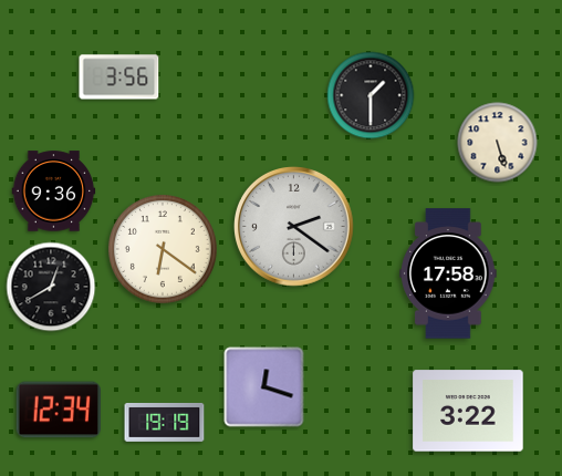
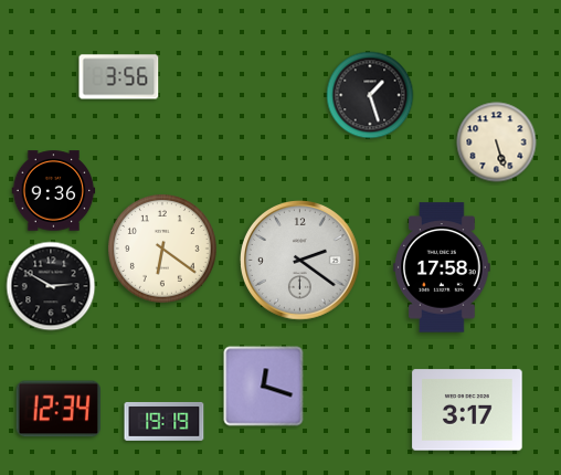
clock at (371, 95): 1:30 -> 1:27
clock at (294, 227) position: (294, 227) -> (300, 261)
clock at (448, 273) position: (448, 273) -> (442, 267)
clock at (51, 287): 12:40 -> 2:50
clock at (468, 411): 3:22 -> 3:17
